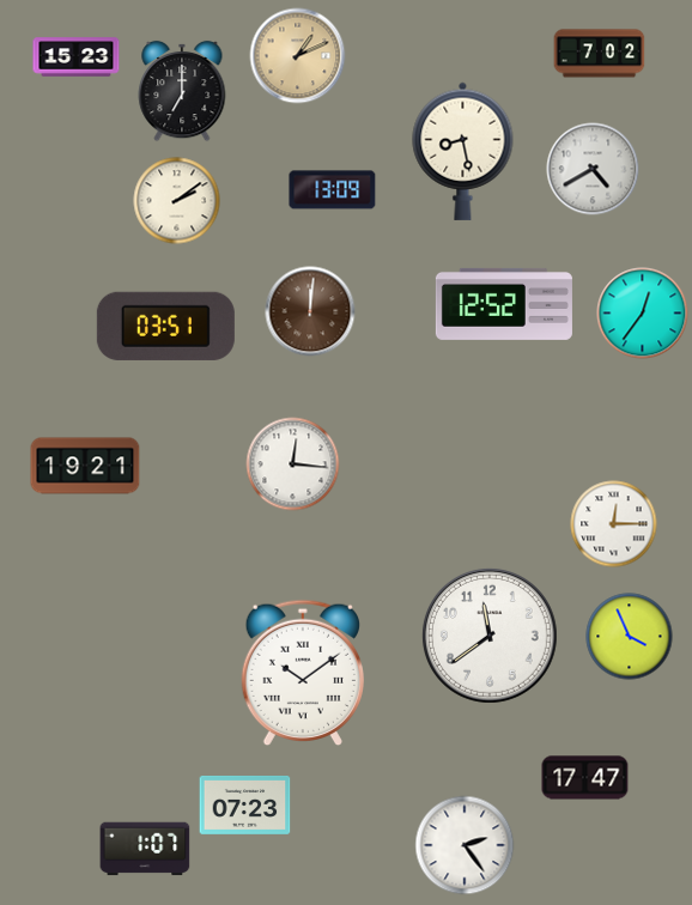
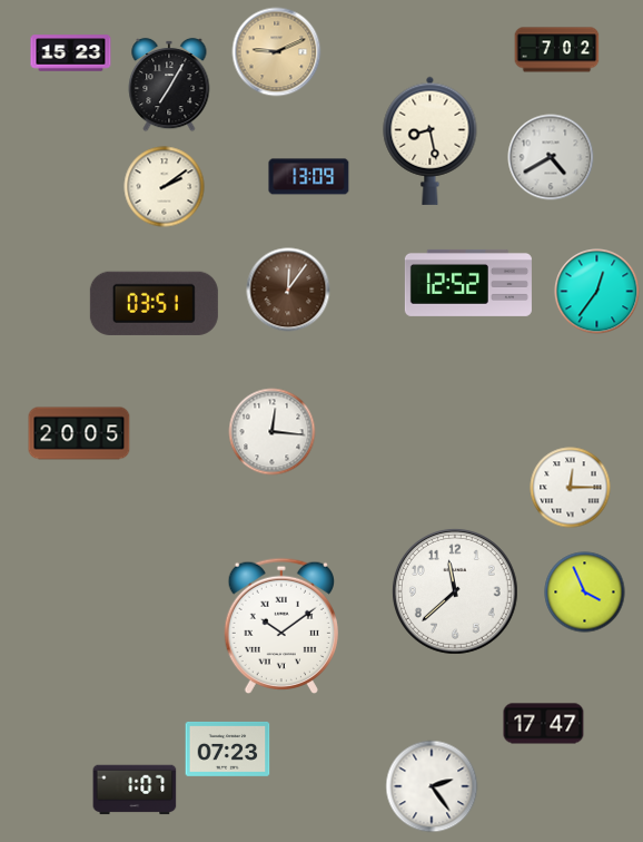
clock at (298, 56): 1:11 -> 9:11
clock at (182, 91): 7:00 -> 7:05
clock at (310, 311): 12:01 -> 12:06
clock at (85, 466): 19:21 -> 20:05
clock at (490, 636): 11:39 -> 11:38
